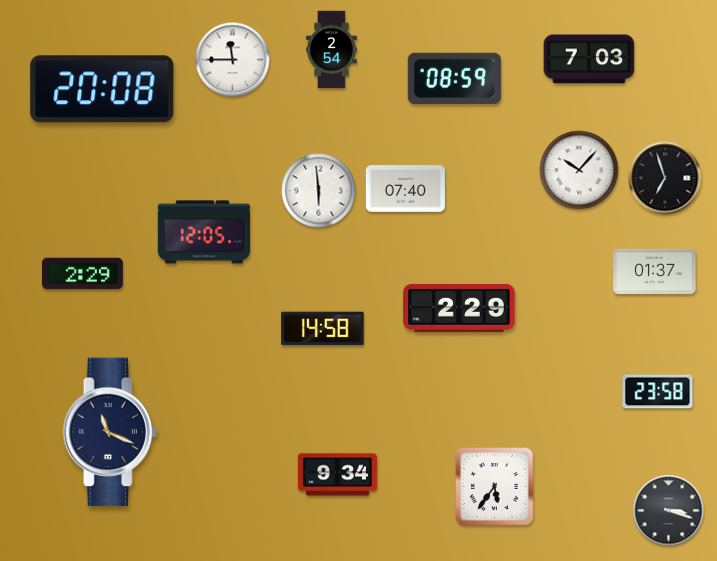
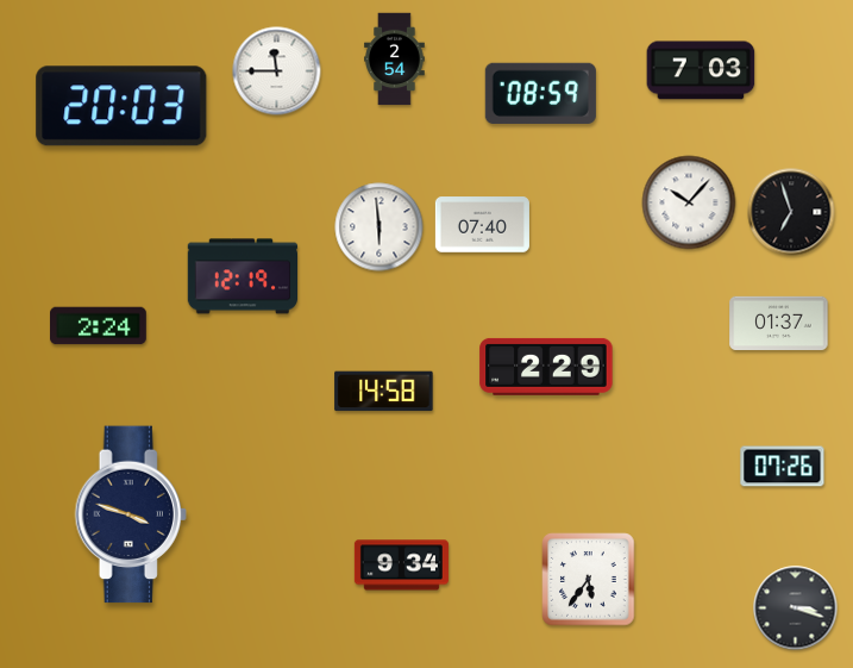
clock at (102, 89): 20:08 -> 20:03
clock at (204, 232): 12:05 -> 12:19
clock at (83, 274): 2:29 -> 2:24
clock at (658, 392): 23:58 -> 07:26
clock at (110, 432): 11:19 -> 3:48
